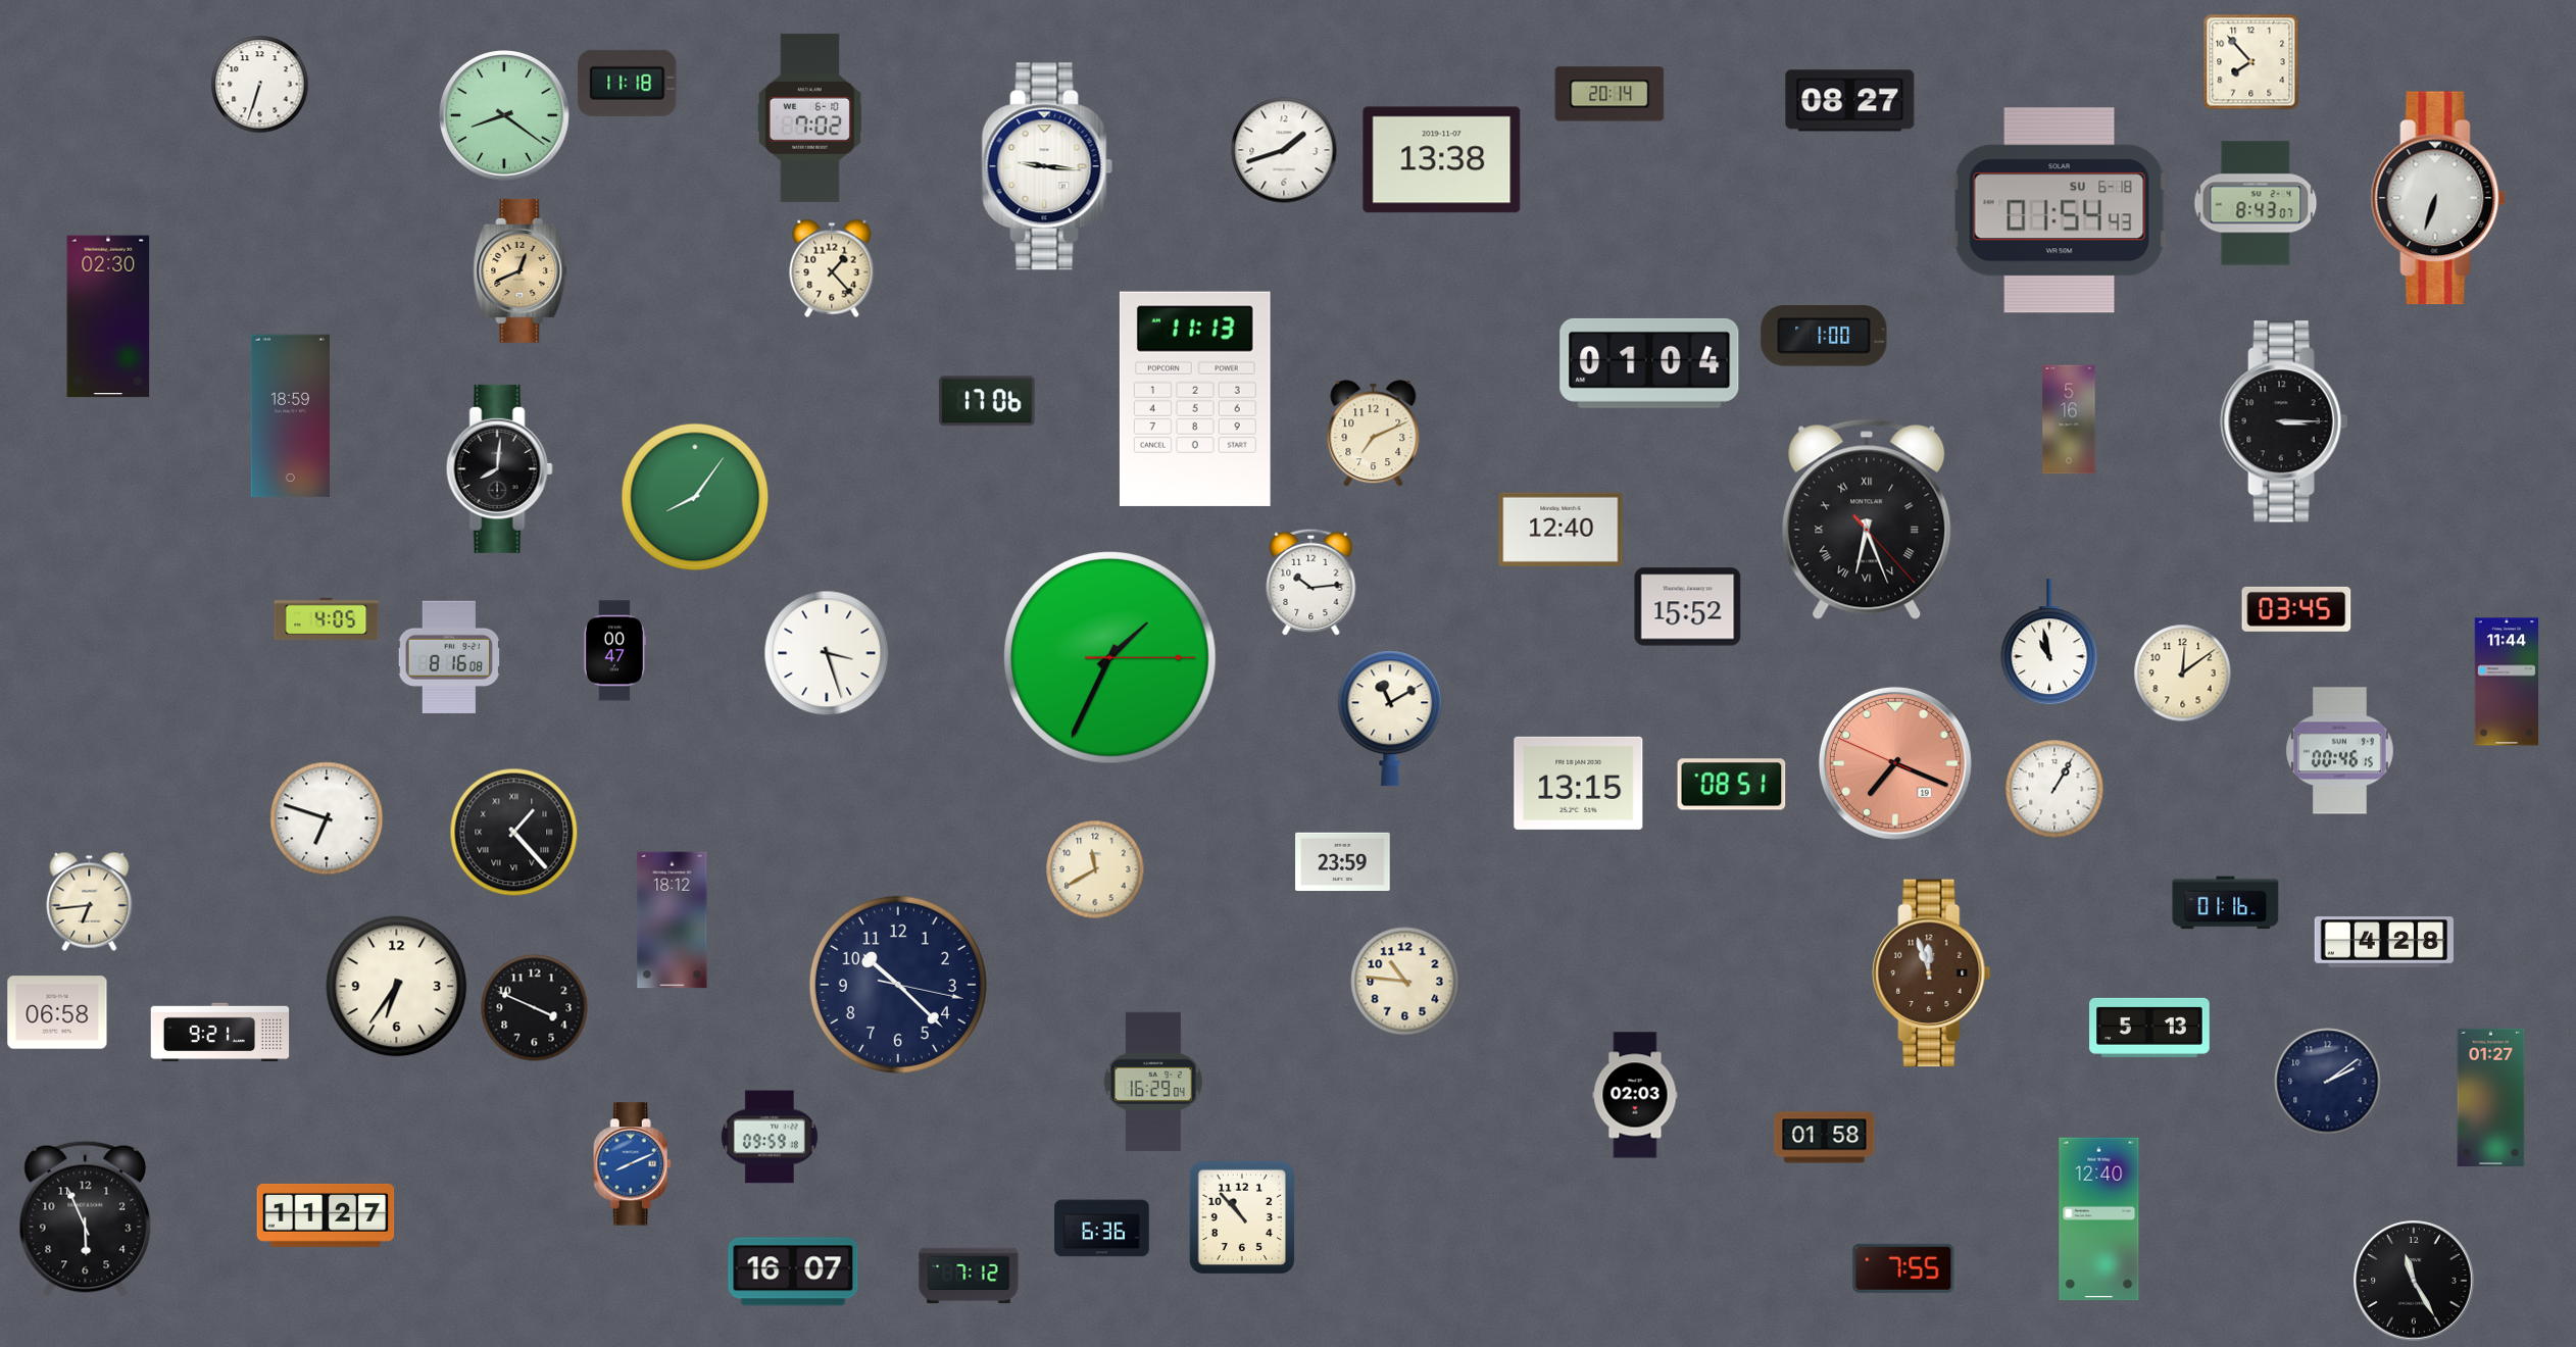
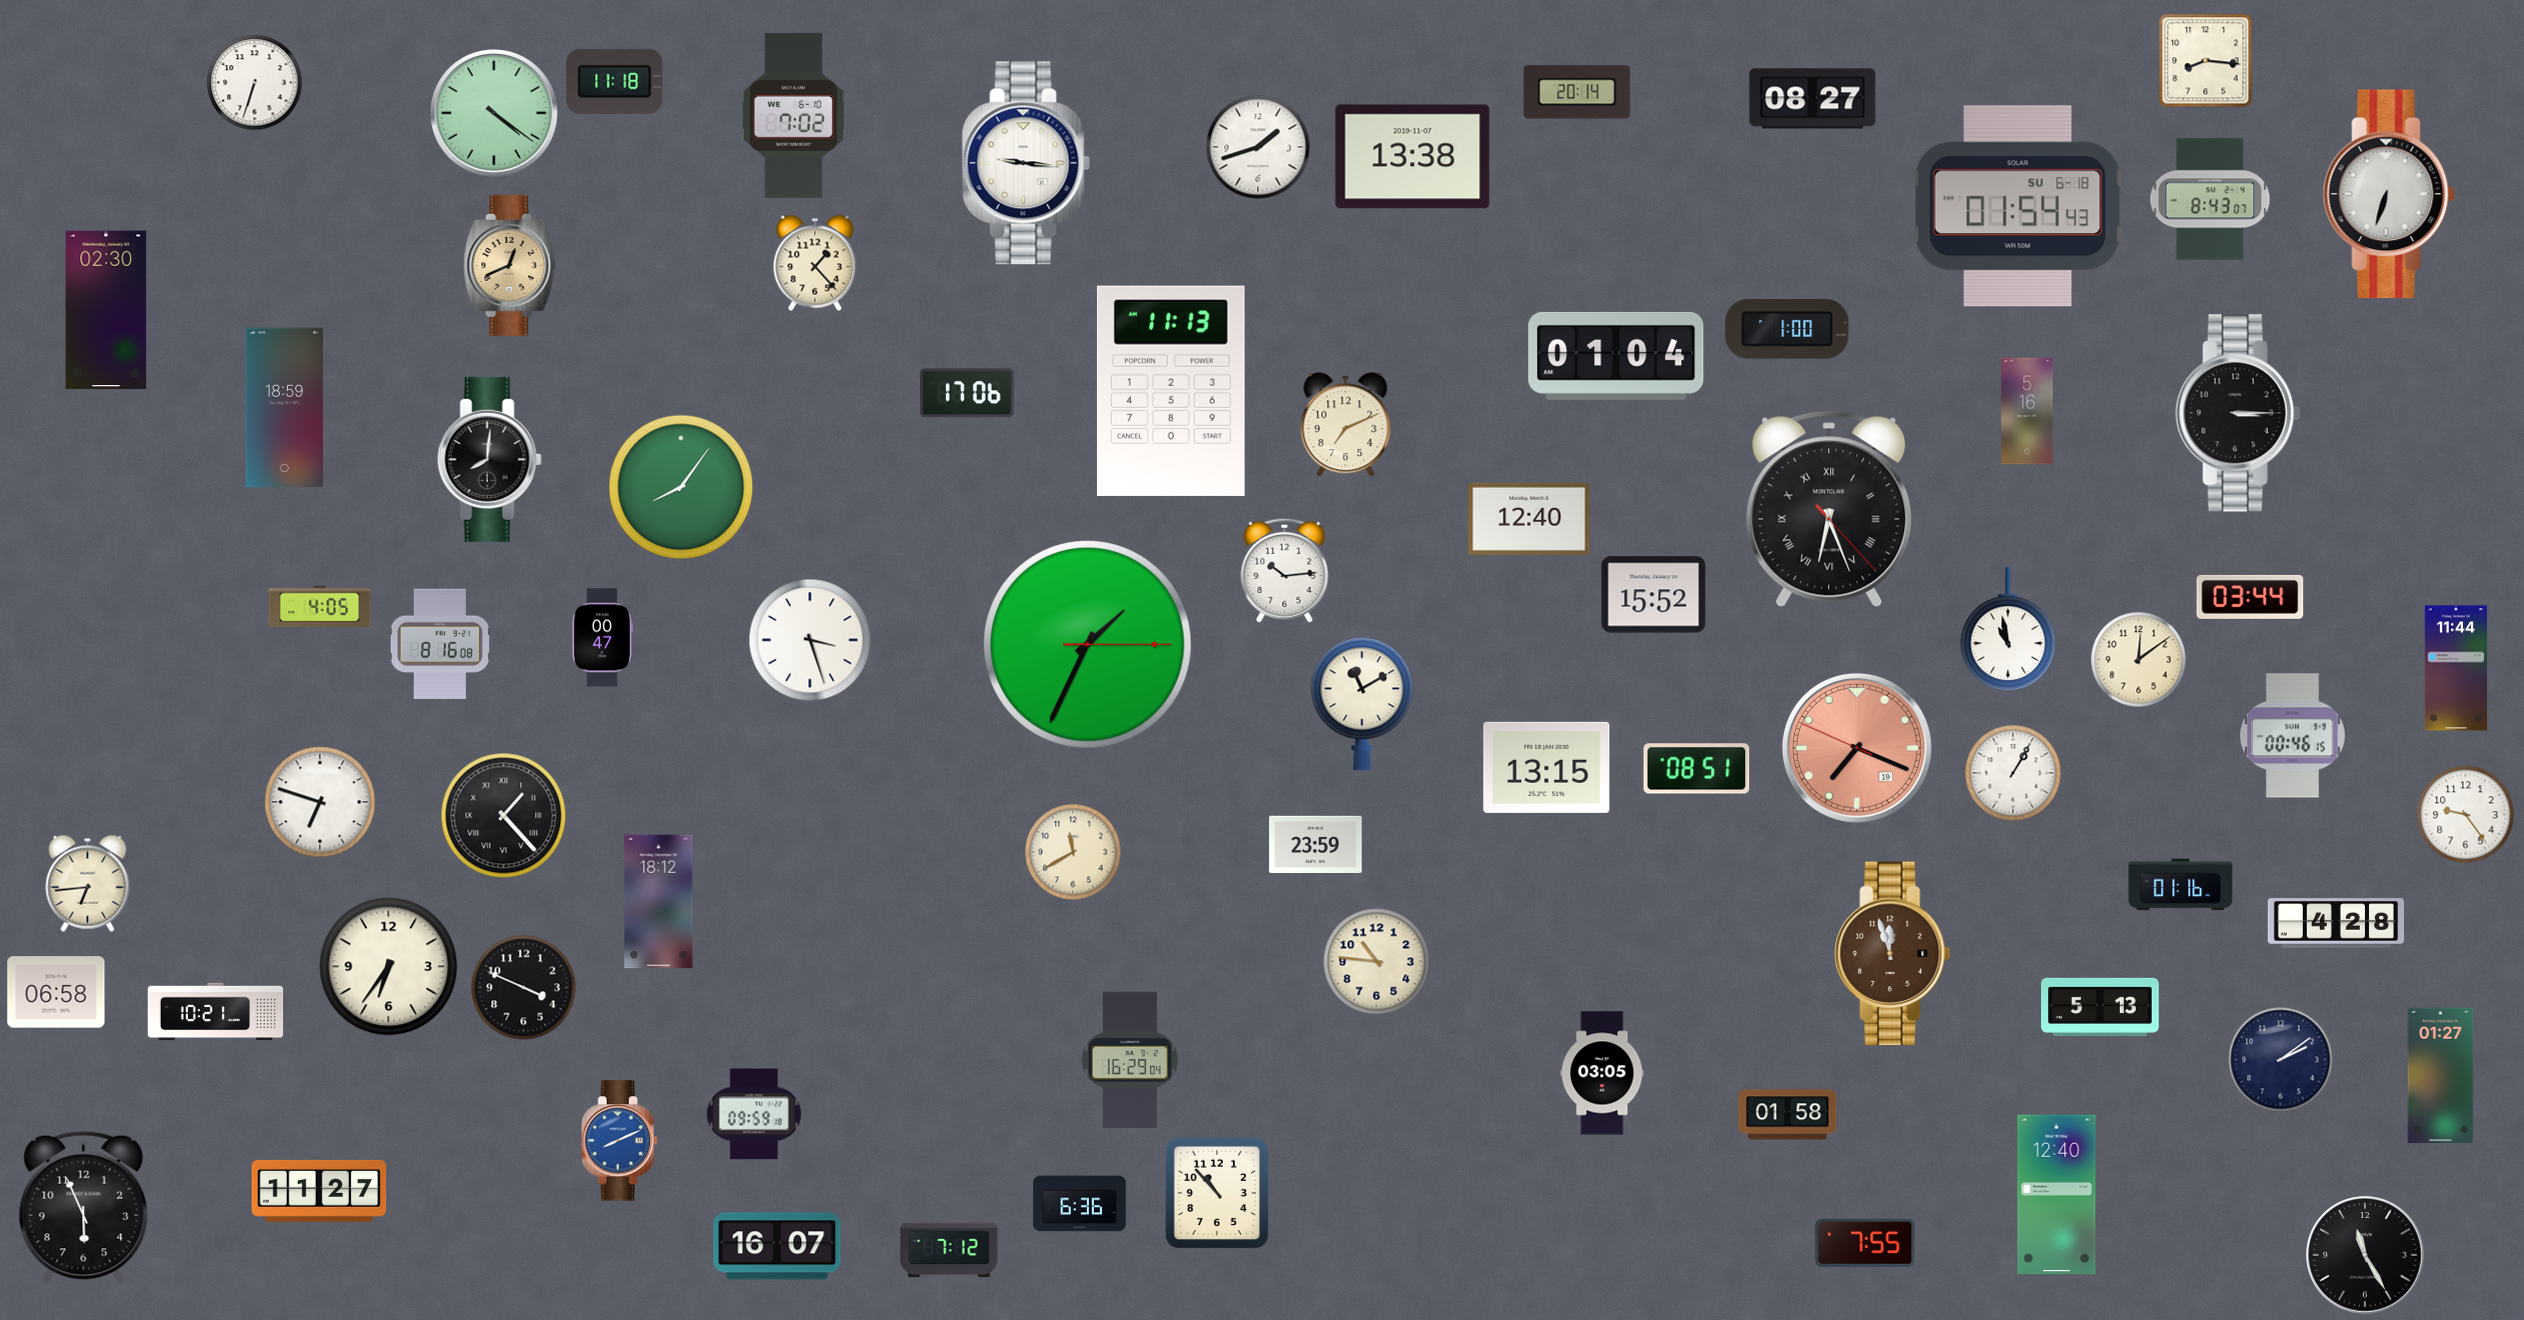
clock at (2251, 62): 7:53 -> 8:16
clock at (505, 116): 8:21 -> 4:21
clock at (2296, 609): 03:45 -> 03:44
clock at (2466, 815): none -> 9:24
clock at (898, 985): 10:22 -> none
clock at (2149, 1028) position: (2149, 1028) -> (2100, 1007)
clock at (220, 1033): 9:21 -> 10:21
clock at (1635, 1095): 02:03 -> 03:05
clock at (86, 1218) position: (86, 1218) -> (84, 1207)
